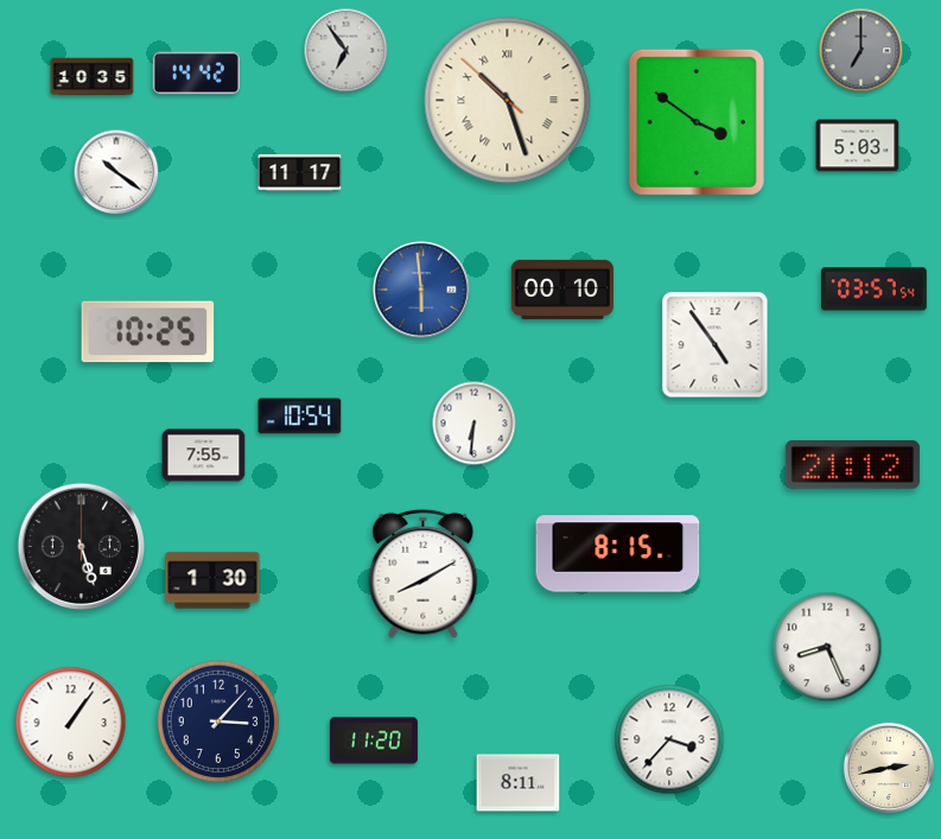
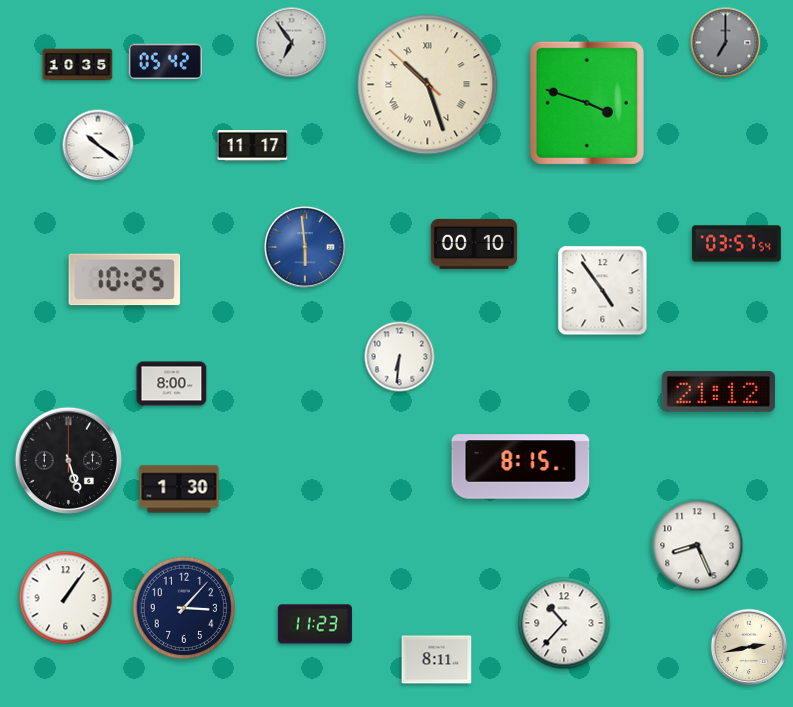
clock at (196, 74): 14:42 -> 05:42
clock at (697, 122): 3:51 -> 3:48
clock at (858, 146): 5:03 -> none
clock at (422, 291) position: (422, 291) -> (306, 248)
clock at (300, 417): 10:54 -> none
clock at (204, 456): 7:55 -> 8:00
clock at (424, 573): 8:10 -> none
clock at (71, 723) position: (71, 723) -> (66, 598)
clock at (669, 739): 3:37 -> 10:37
clock at (374, 741): 11:20 -> 11:23
